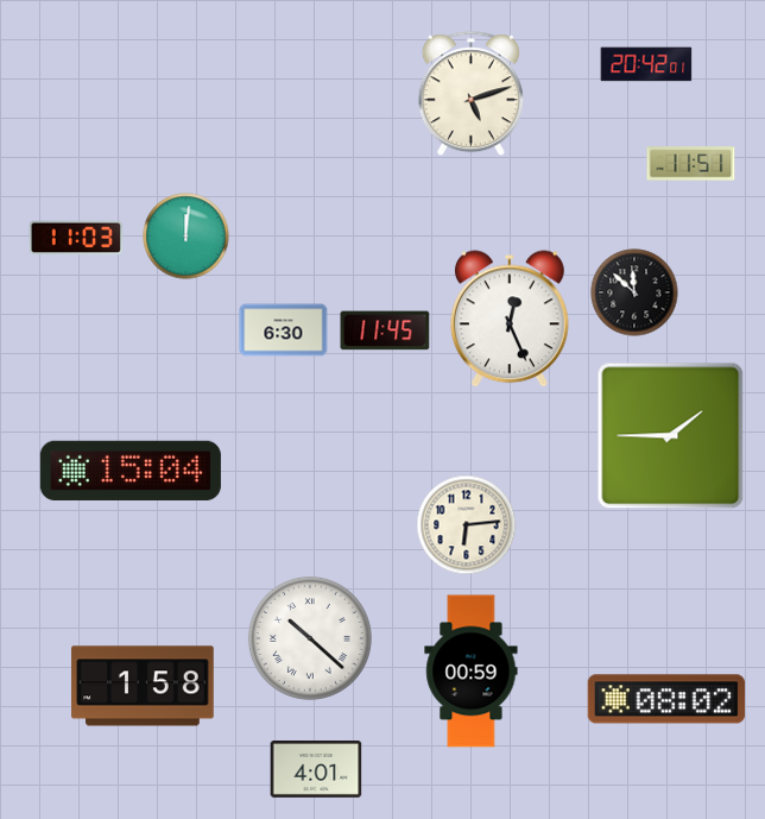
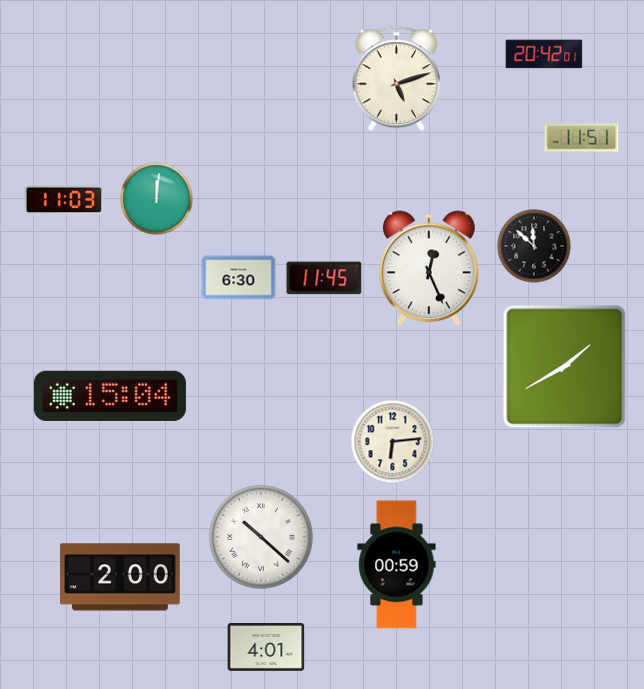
clock at (671, 436): 1:45 -> 1:40
clock at (143, 686): 1:58 -> 2:00
clock at (666, 699): 08:02 -> none
